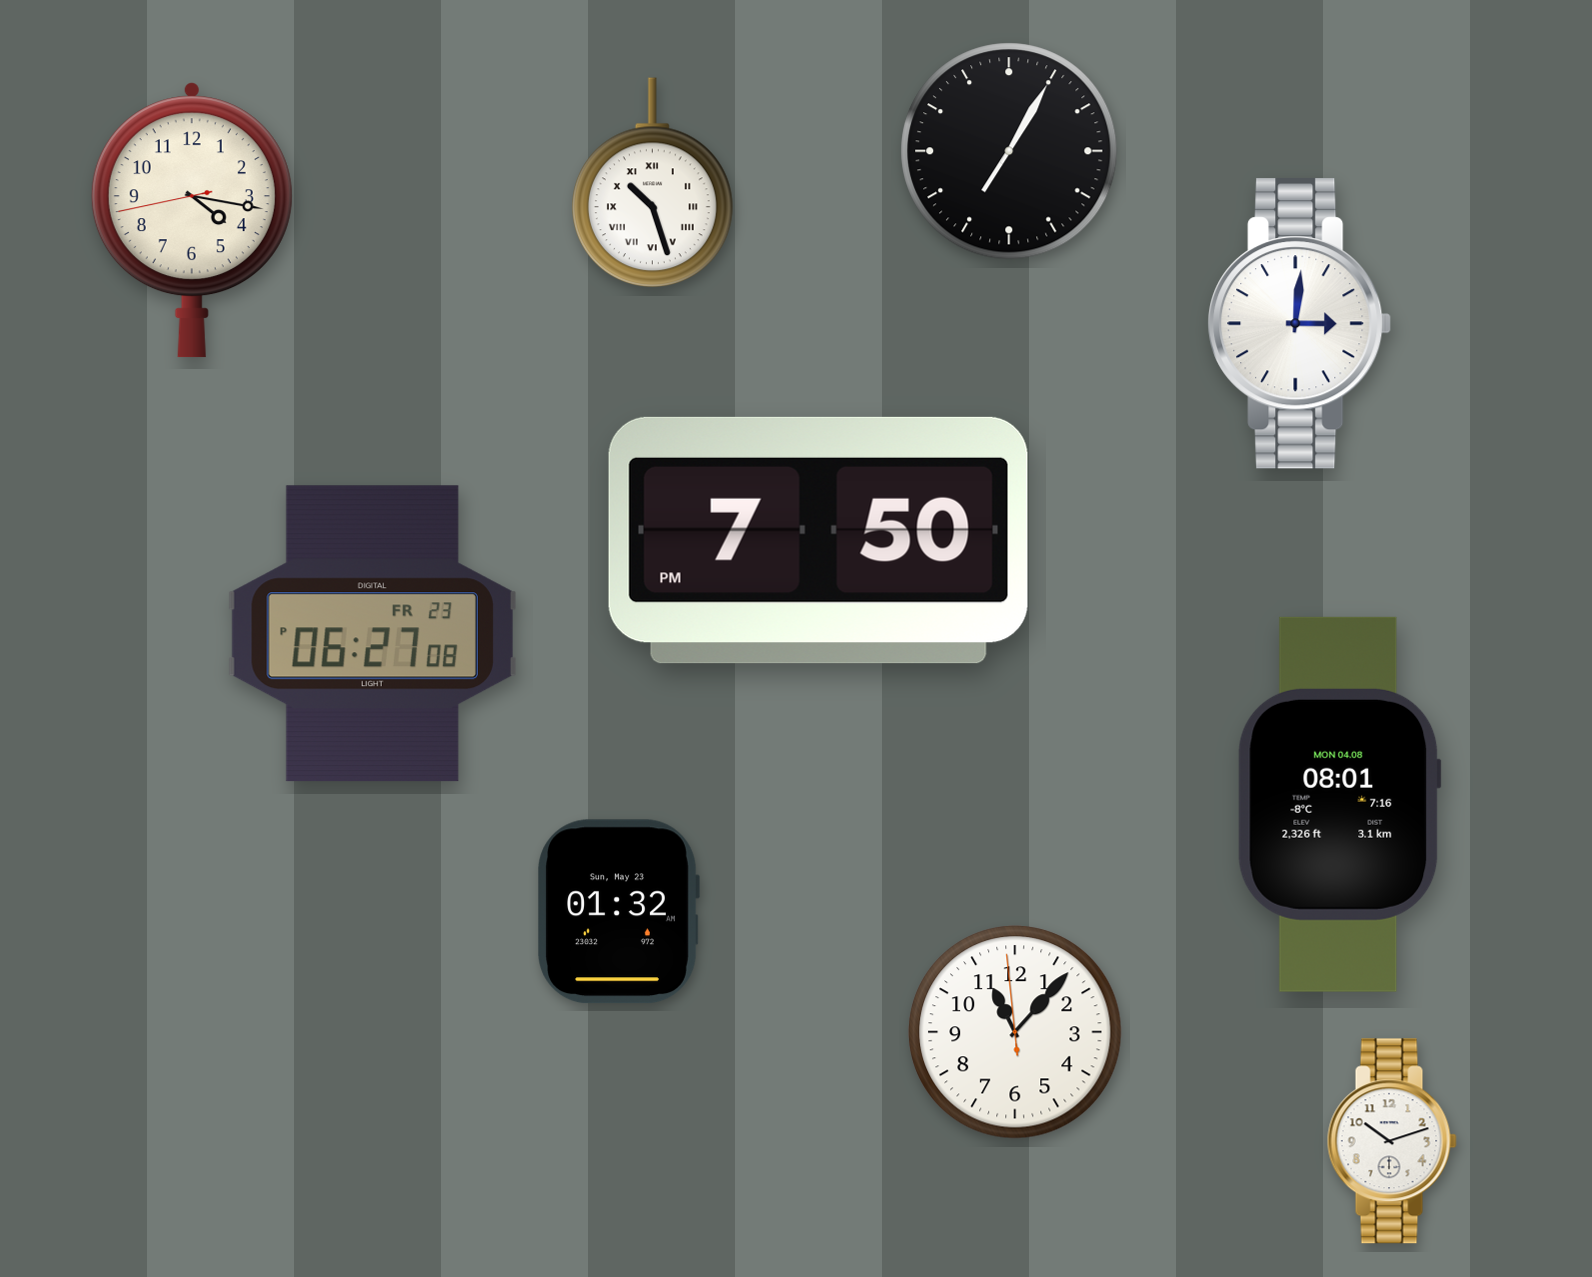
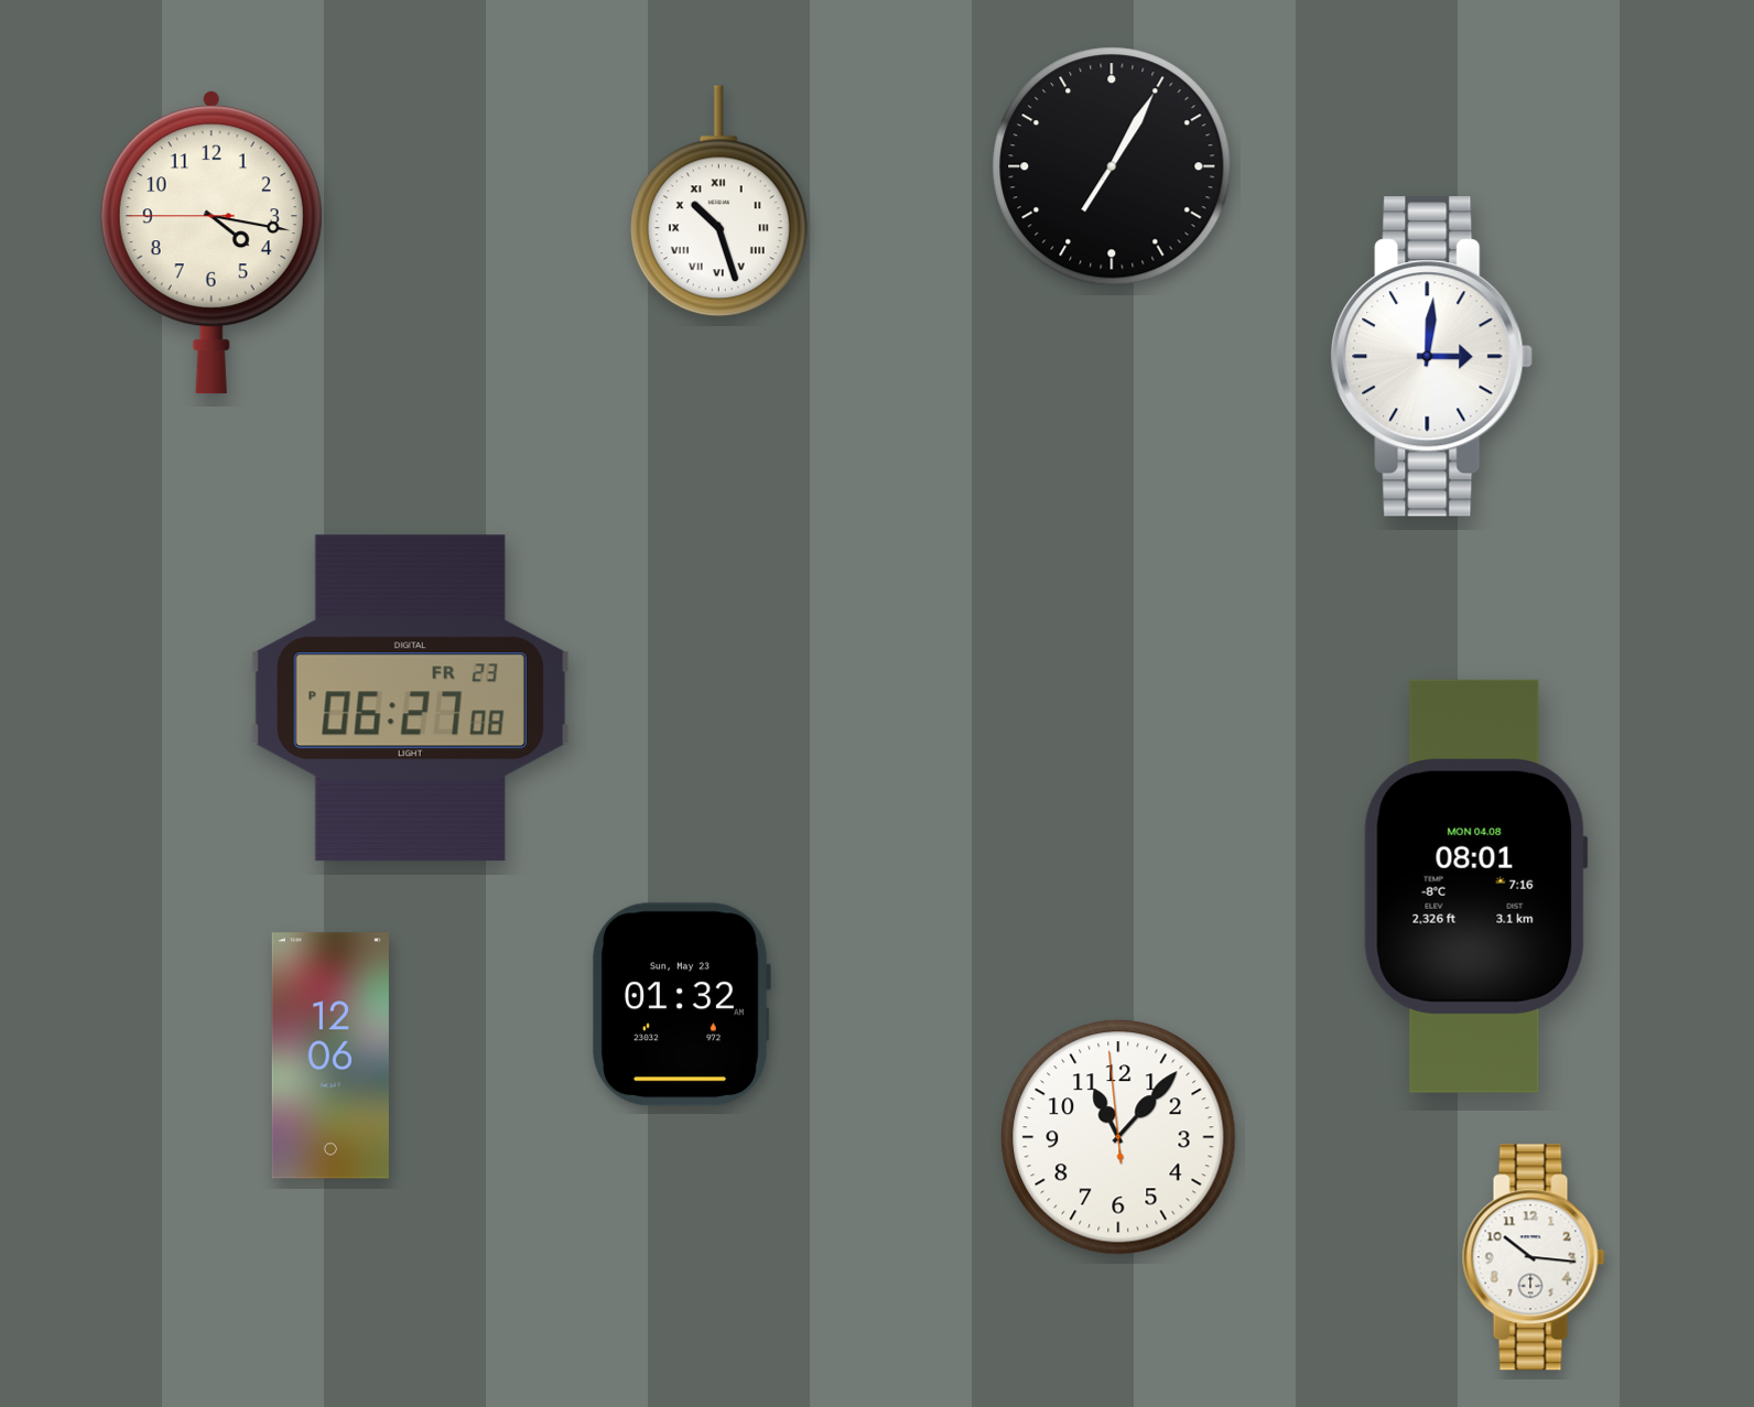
clock at (192, 220): 4:16:43 -> 4:16:45
clock at (818, 540): 7:50 -> none
clock at (331, 1056): none -> 12:06
clock at (1392, 1141): 10:12 -> 10:16
